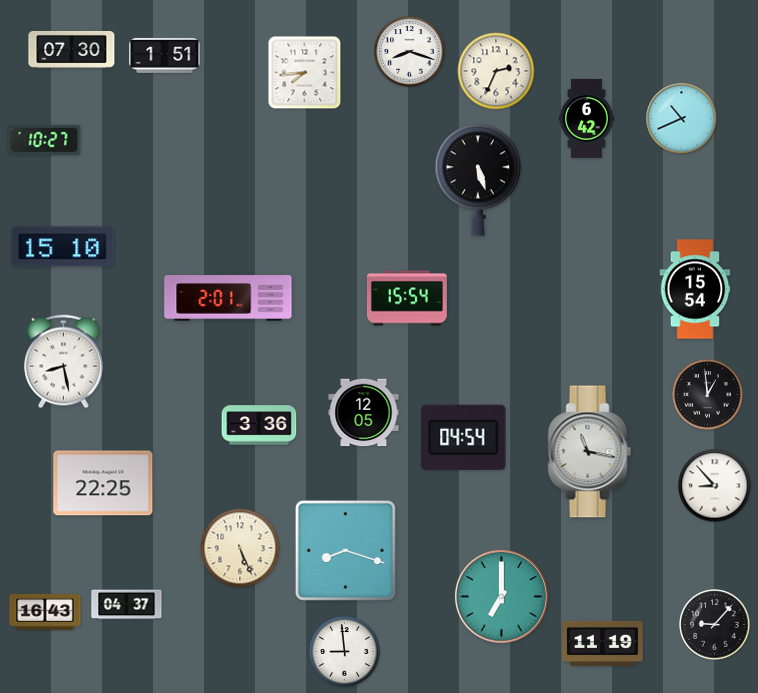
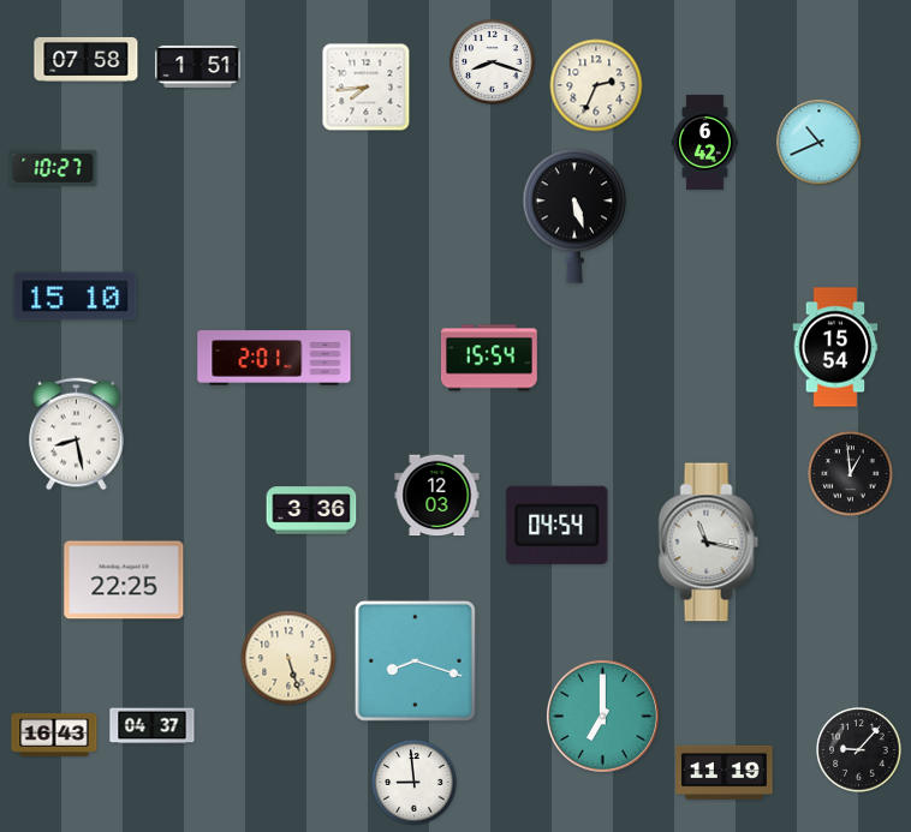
clock at (72, 49): 07:30 -> 07:58
clock at (364, 413): 12:05 -> 12:03
clock at (715, 486): 8:53 -> none
clock at (240, 548): 5:26 -> 5:27
